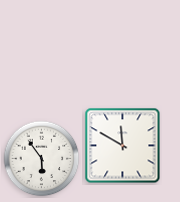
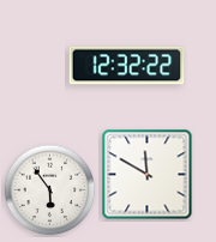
clock at (127, 66): none -> 12:32
